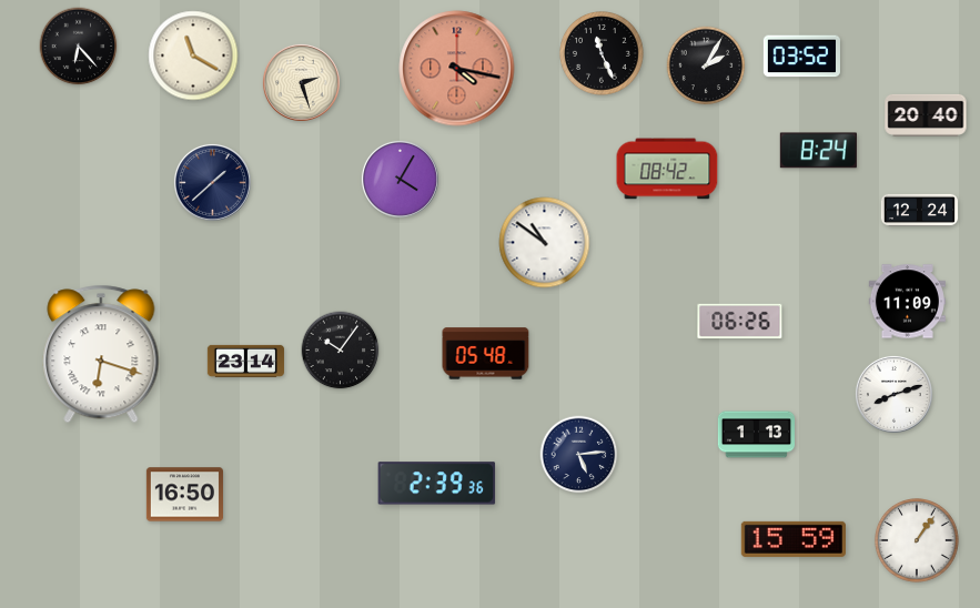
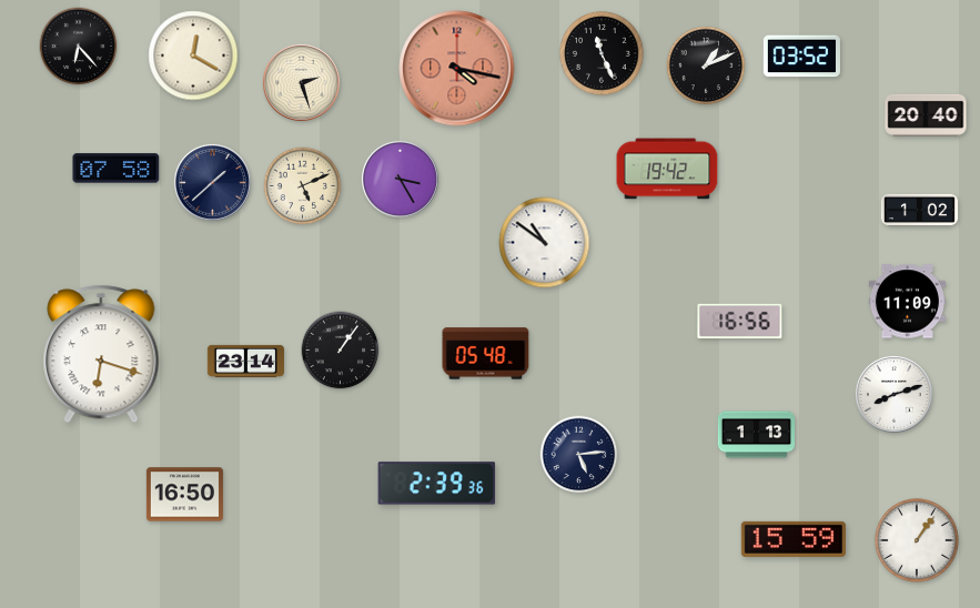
clock at (193, 55): 11:20 -> 12:20
clock at (706, 65): 2:05 -> 1:11
clock at (818, 151): 8:24 -> none
clock at (117, 169): none -> 07:58
clock at (667, 169): 08:42 -> 19:42
clock at (400, 179): 4:05 -> 3:25
clock at (303, 186): none -> 5:11
clock at (919, 210): 12:24 -> 1:02
clock at (740, 322): 06:26 -> 16:56
clock at (341, 351): 10:06 -> 1:06
